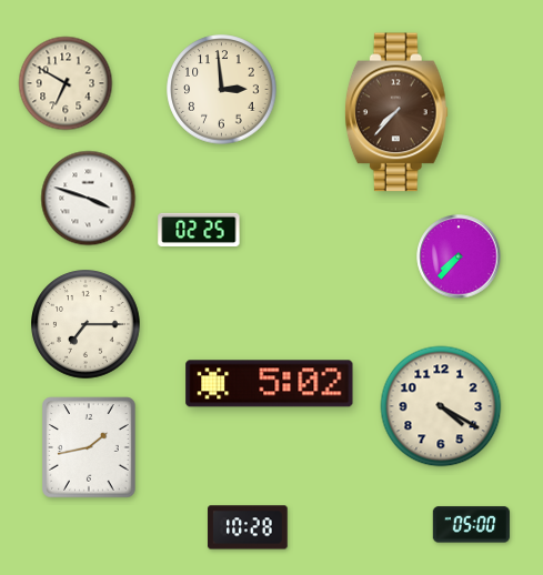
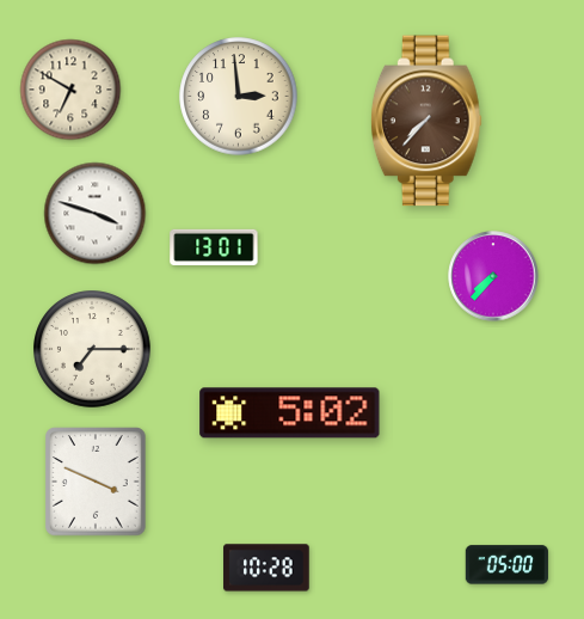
clock at (199, 229): 02:25 -> 13:01
clock at (441, 406): 4:20 -> none
clock at (89, 447): 1:43 -> 3:49
